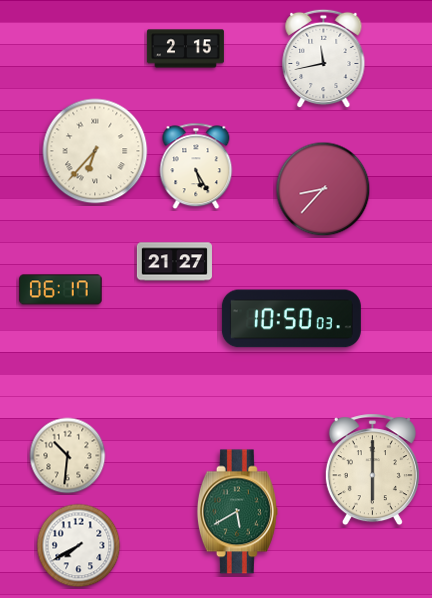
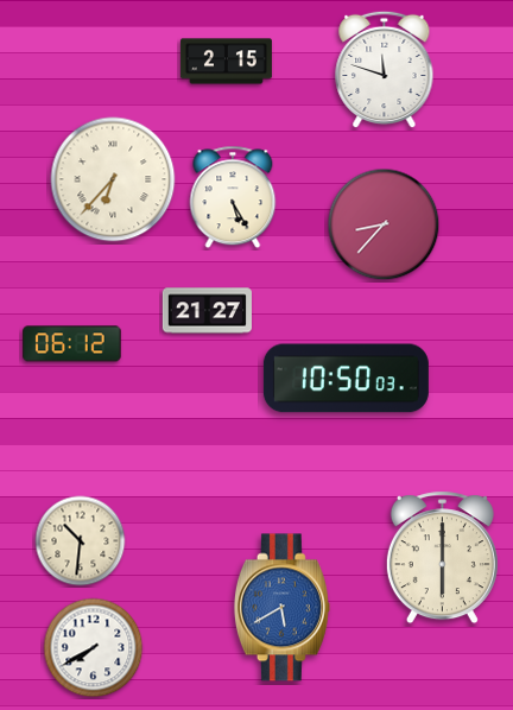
clock at (185, 49) position: (185, 49) -> (226, 62)
clock at (324, 59): 11:43 -> 11:48
clock at (61, 290): 06:17 -> 06:12
clock at (237, 512) dial: green -> blue
